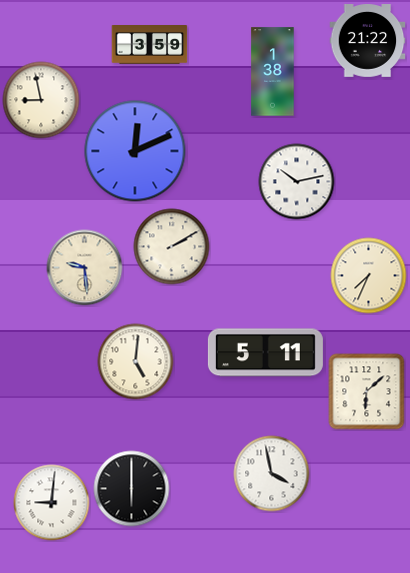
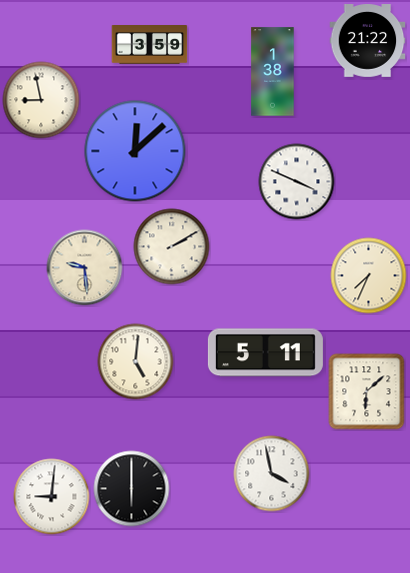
clock at (135, 151): 12:11 -> 12:08
clock at (297, 182): 10:13 -> 3:49
clock at (52, 503) position: (52, 503) -> (52, 497)
